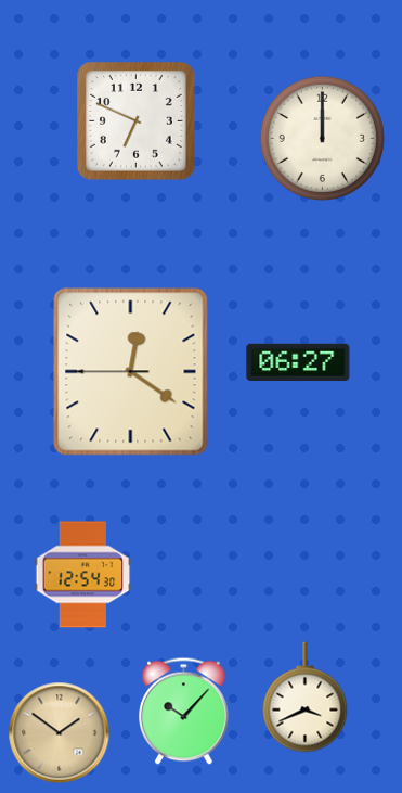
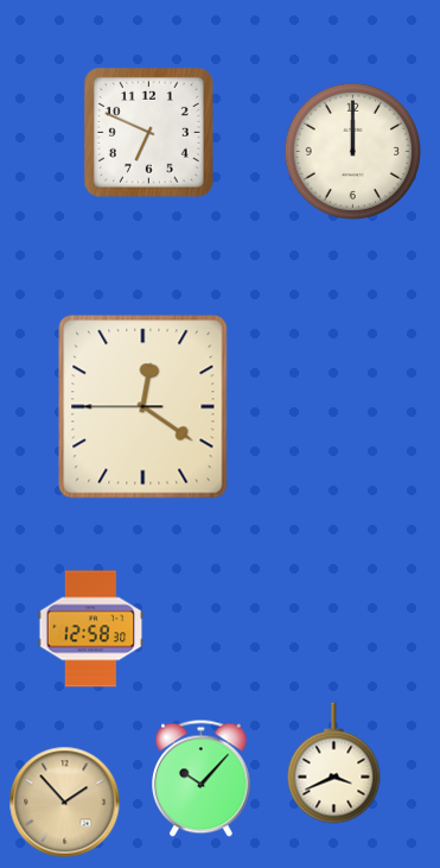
clock at (298, 361): 06:27 -> none
clock at (83, 575): 12:54 -> 12:58
clock at (60, 733): 1:51 -> 1:53
